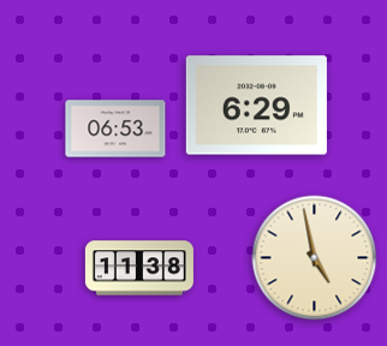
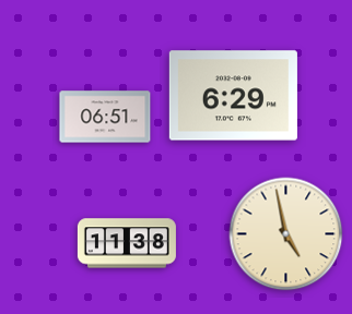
clock at (115, 129): 06:53 -> 06:51
